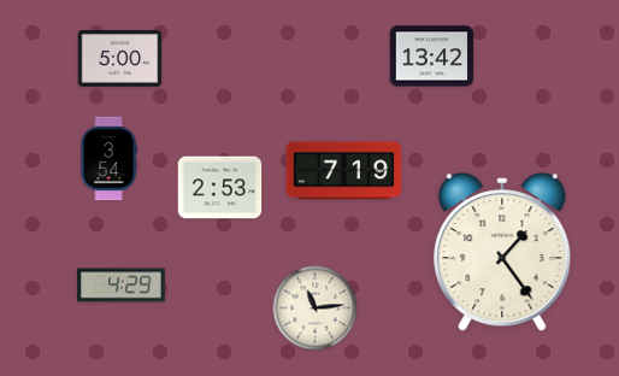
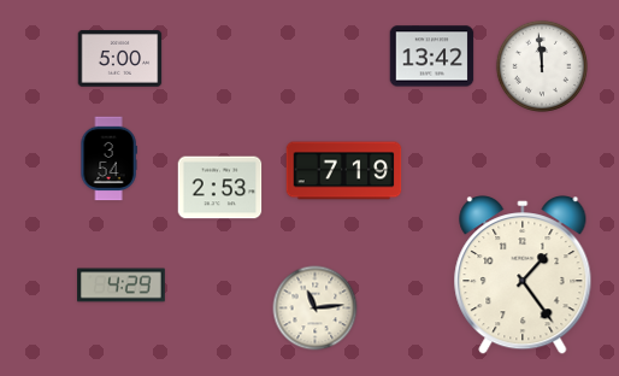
clock at (542, 66): none -> 11:59
clock at (502, 253) position: (502, 253) -> (523, 276)
